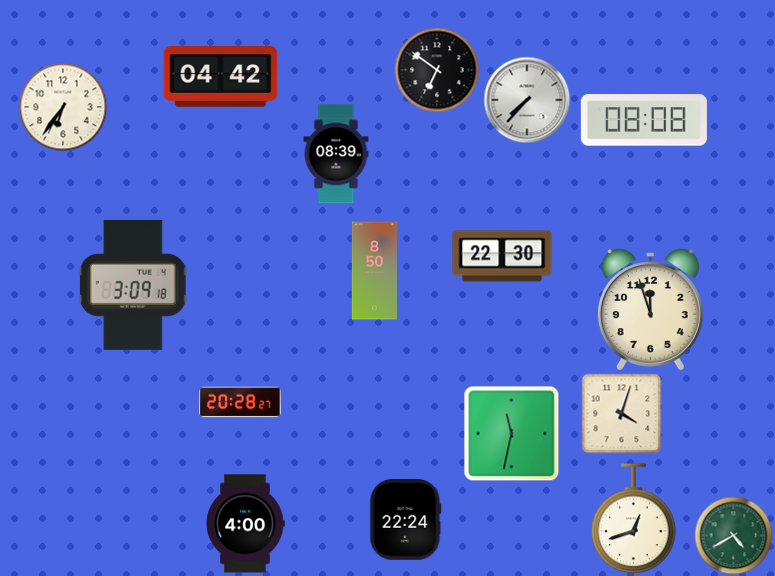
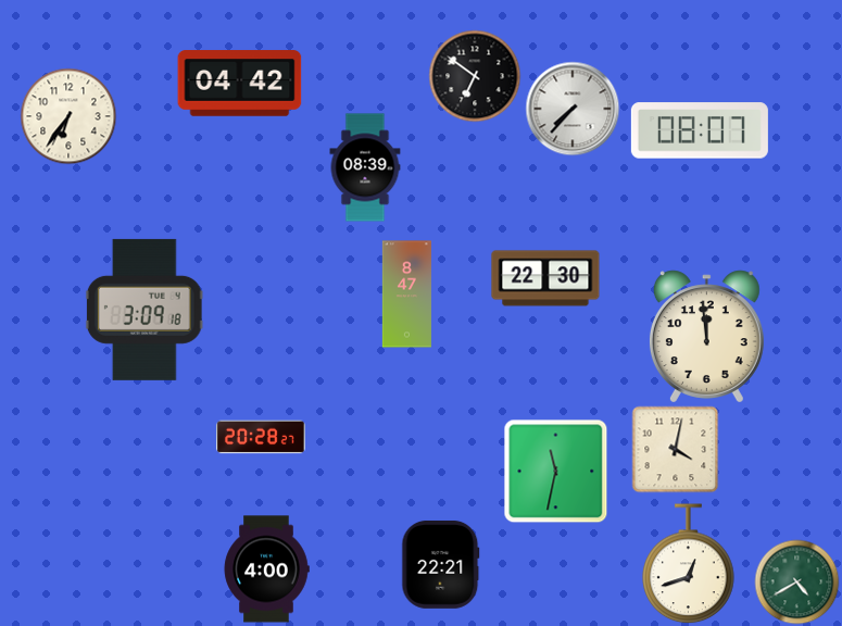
clock at (644, 120): 08:08 -> 08:07
clock at (374, 271): 8:50 -> 8:47
clock at (650, 310): 11:57 -> 11:59
clock at (621, 413): 4:03 -> 4:02
clock at (406, 519): 22:24 -> 22:21
